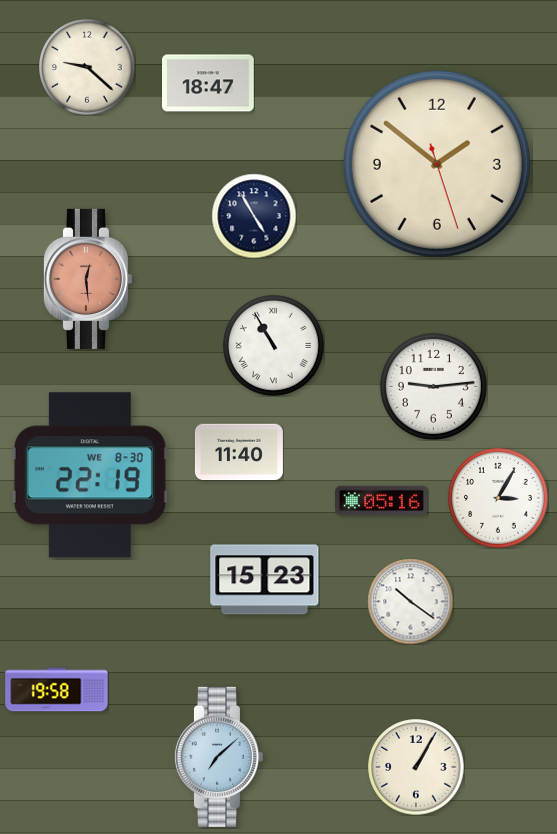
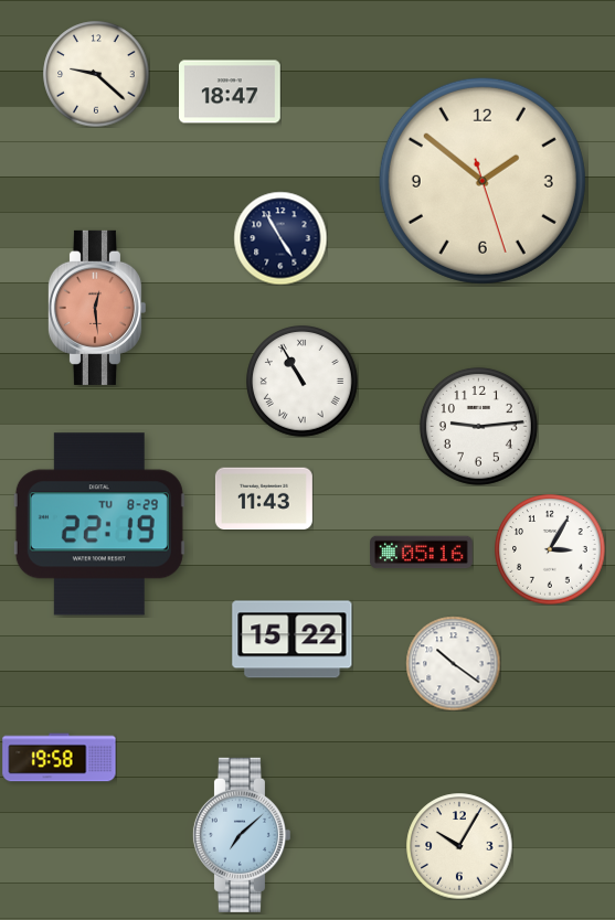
clock at (239, 452): 11:40 -> 11:43
clock at (90, 475) date: WE 8-30 -> TU 8-29
clock at (265, 580): 15:23 -> 15:22
clock at (57, 690) position: (57, 690) -> (60, 758)
clock at (416, 767): 1:05 -> 10:05
